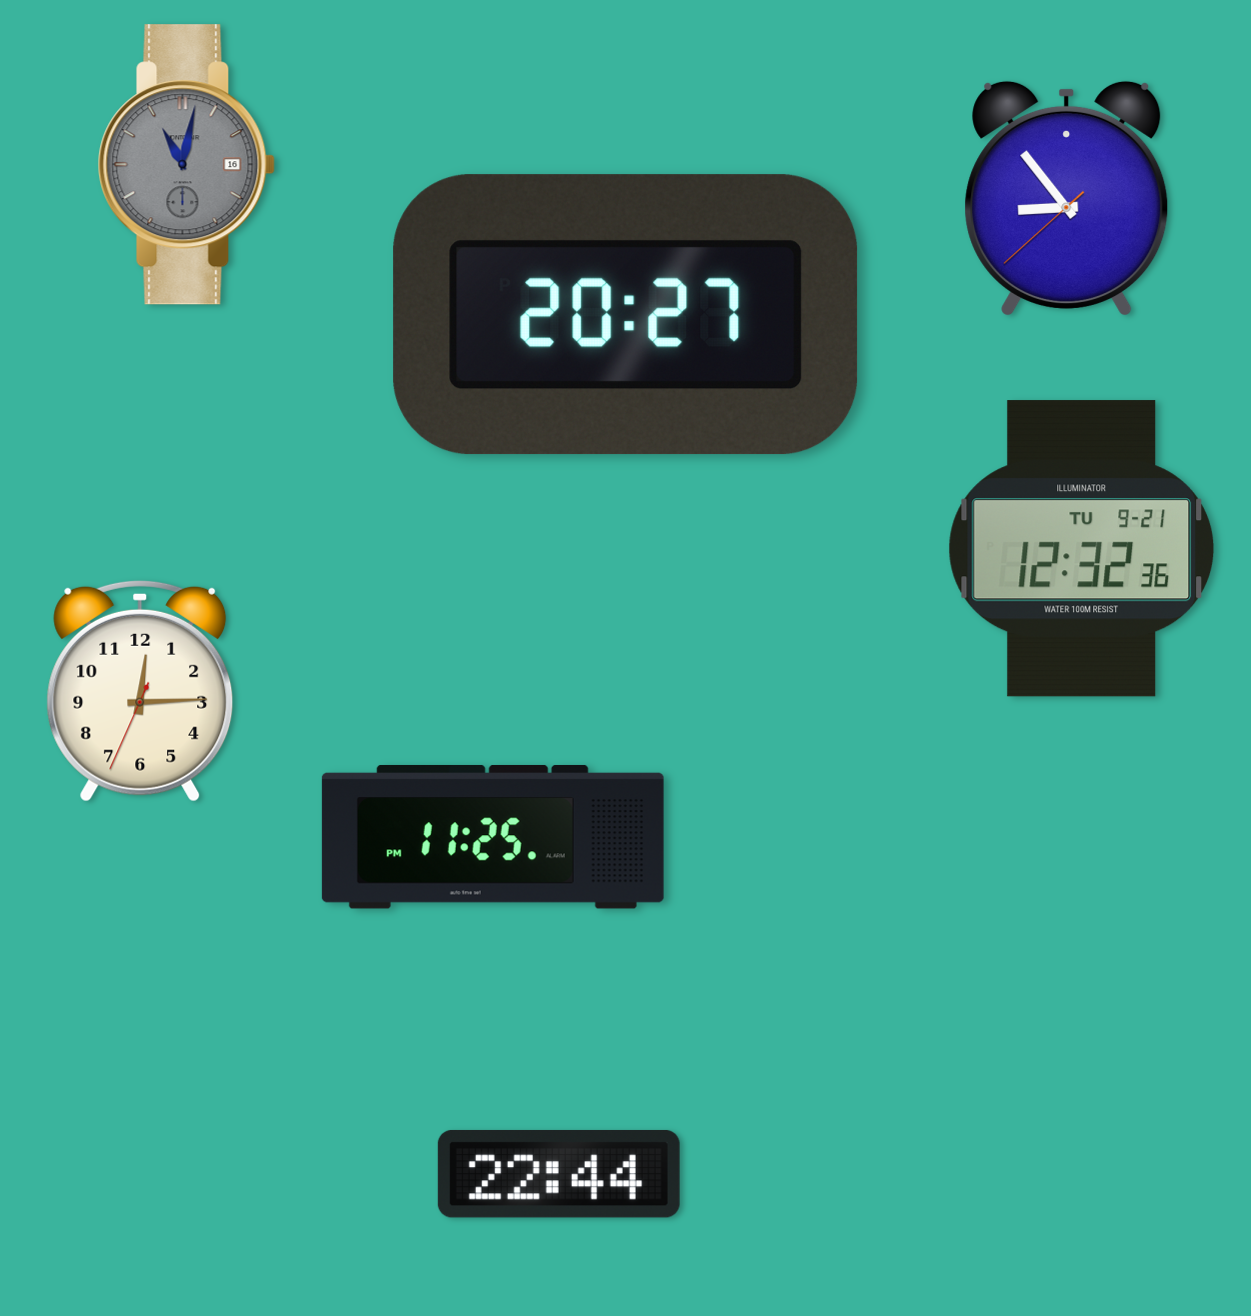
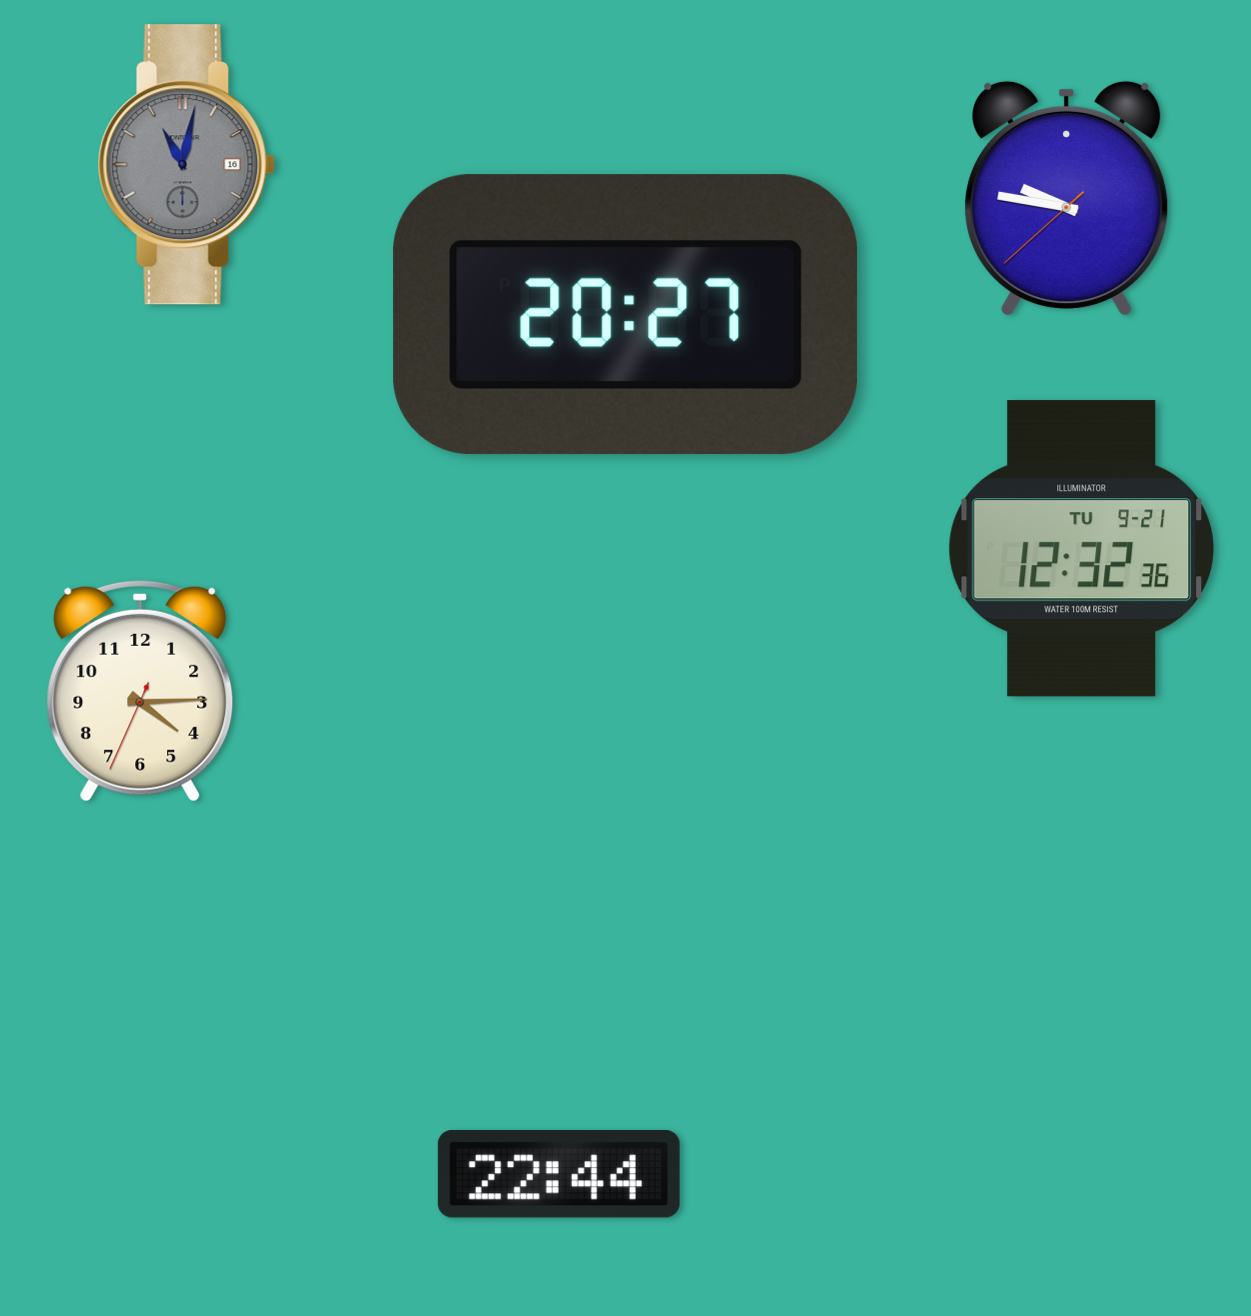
clock at (1067, 198): 8:53 -> 9:46
clock at (140, 691): 12:14 -> 4:14
clock at (493, 837): 11:25 -> none
